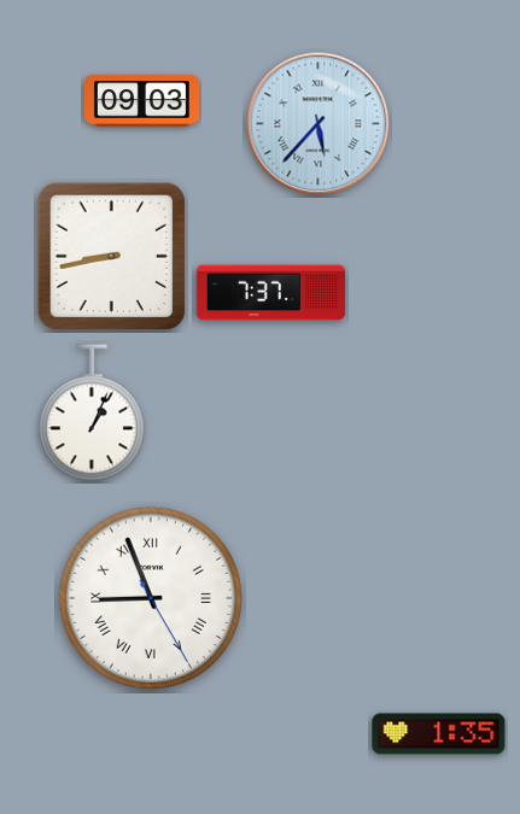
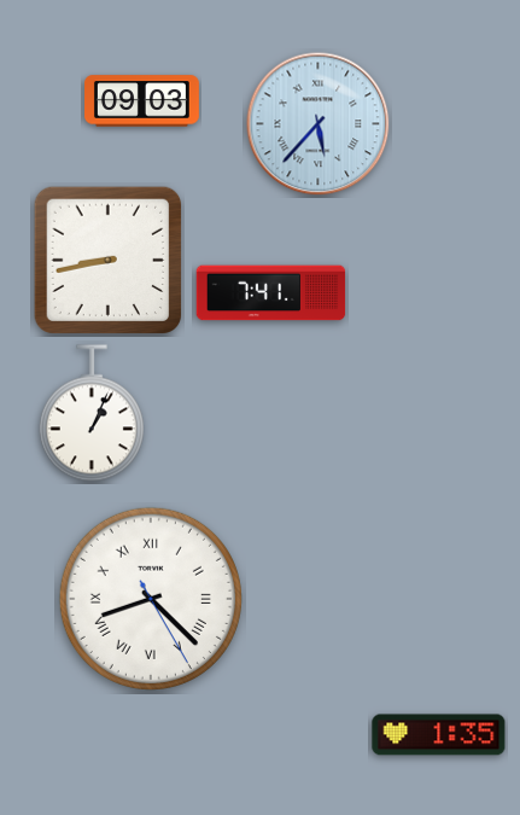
clock at (111, 256) position: (111, 256) -> (107, 260)
clock at (271, 293): 7:37 -> 7:41
clock at (151, 598): 8:56 -> 8:22
